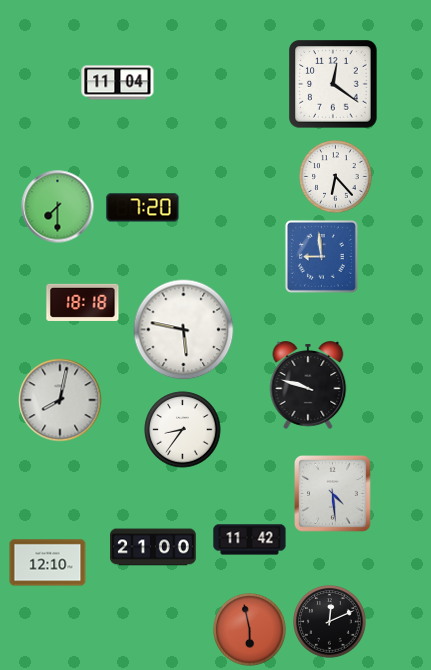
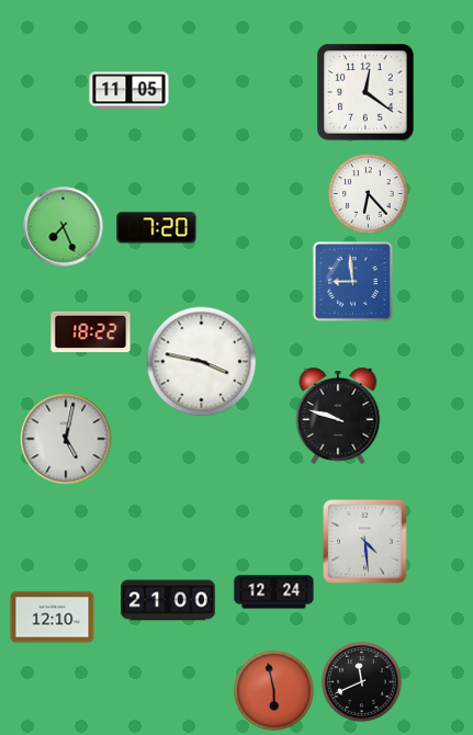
clock at (118, 83): 11:04 -> 11:05
clock at (58, 207): 7:30 -> 7:26
clock at (83, 302): 18:18 -> 18:22
clock at (184, 330): 5:47 -> 3:47
clock at (308, 385) position: (308, 385) -> (338, 416)
clock at (60, 400): 8:02 -> 5:02
clock at (183, 430): 8:36 -> none
clock at (250, 540): 11:42 -> 12:24
clock at (330, 622): 12:11 -> 11:41
